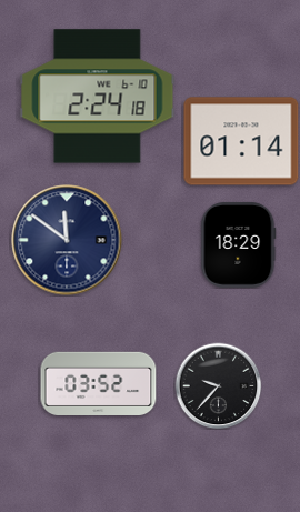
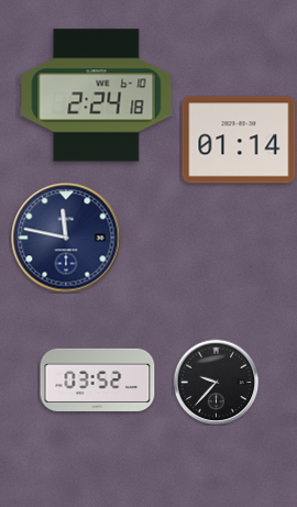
clock at (67, 240): 11:51 -> 11:47
clock at (239, 244): 18:29 -> none
